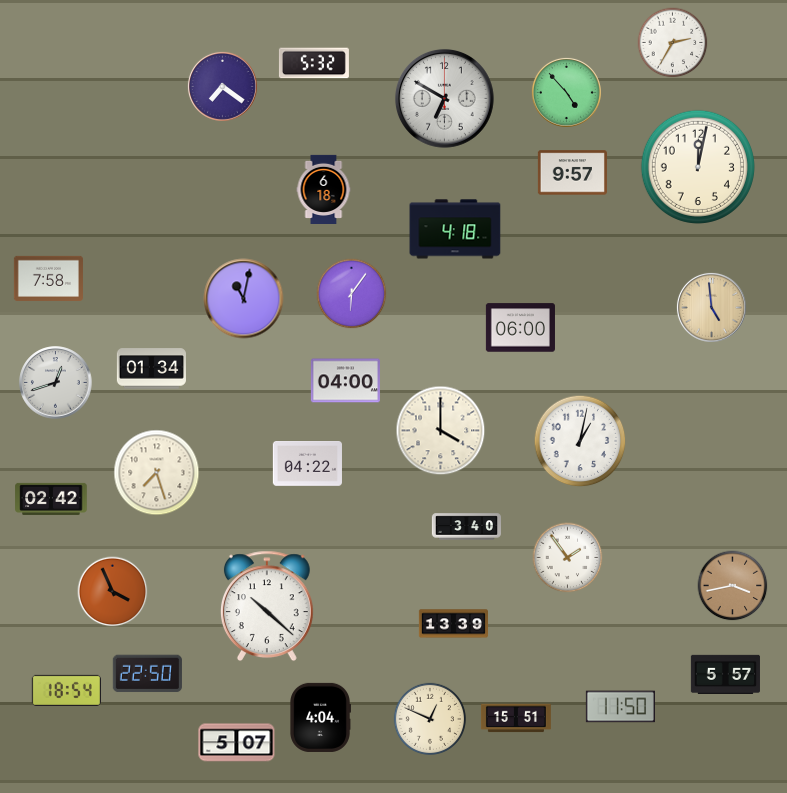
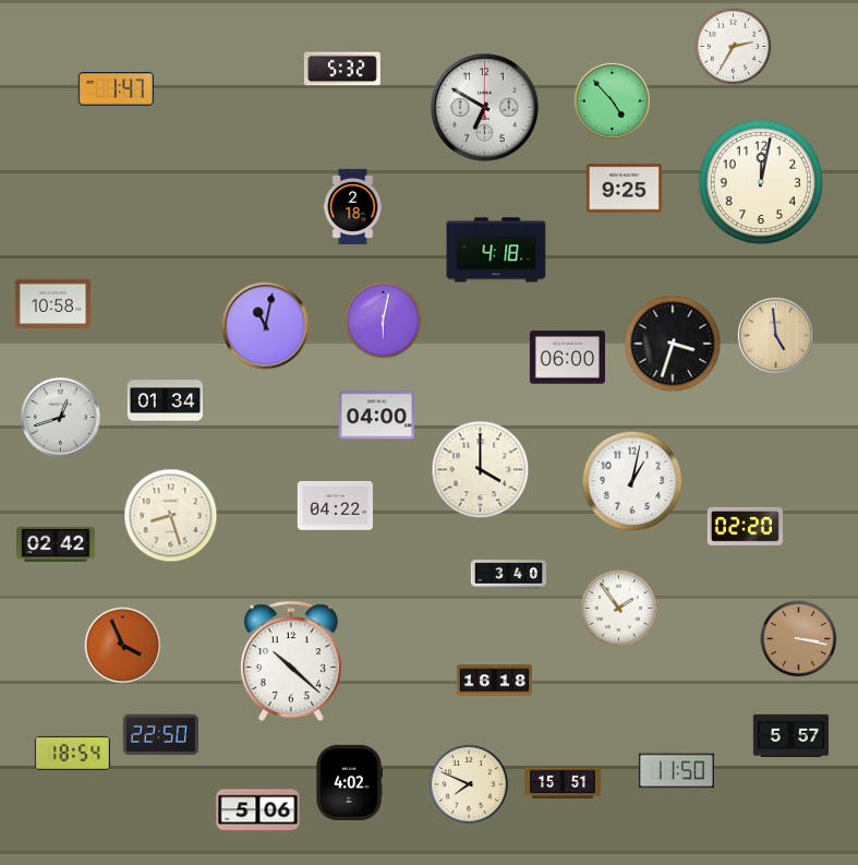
clock at (116, 89): none -> 1:47
clock at (222, 86): 7:21 -> none
clock at (566, 92) position: (566, 92) -> (612, 100)
clock at (572, 173): 9:57 -> 9:25
clock at (324, 189): 6:18 -> 2:18
clock at (48, 278): 7:58 -> 10:58
clock at (352, 294): 6:06 -> 6:02
clock at (673, 344): none -> 3:33
clock at (157, 473): 7:27 -> 8:27
clock at (745, 526): none -> 02:20
clock at (733, 586): 3:43 -> 3:17
clock at (453, 624): 13:39 -> 16:18
clock at (320, 717): 4:04 -> 4:02
clock at (429, 718): 12:49 -> 7:49
clock at (237, 743): 5:07 -> 5:06
